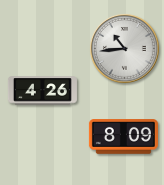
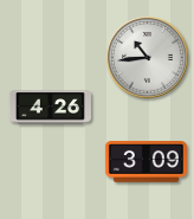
clock at (123, 137): 8:09 -> 3:09
